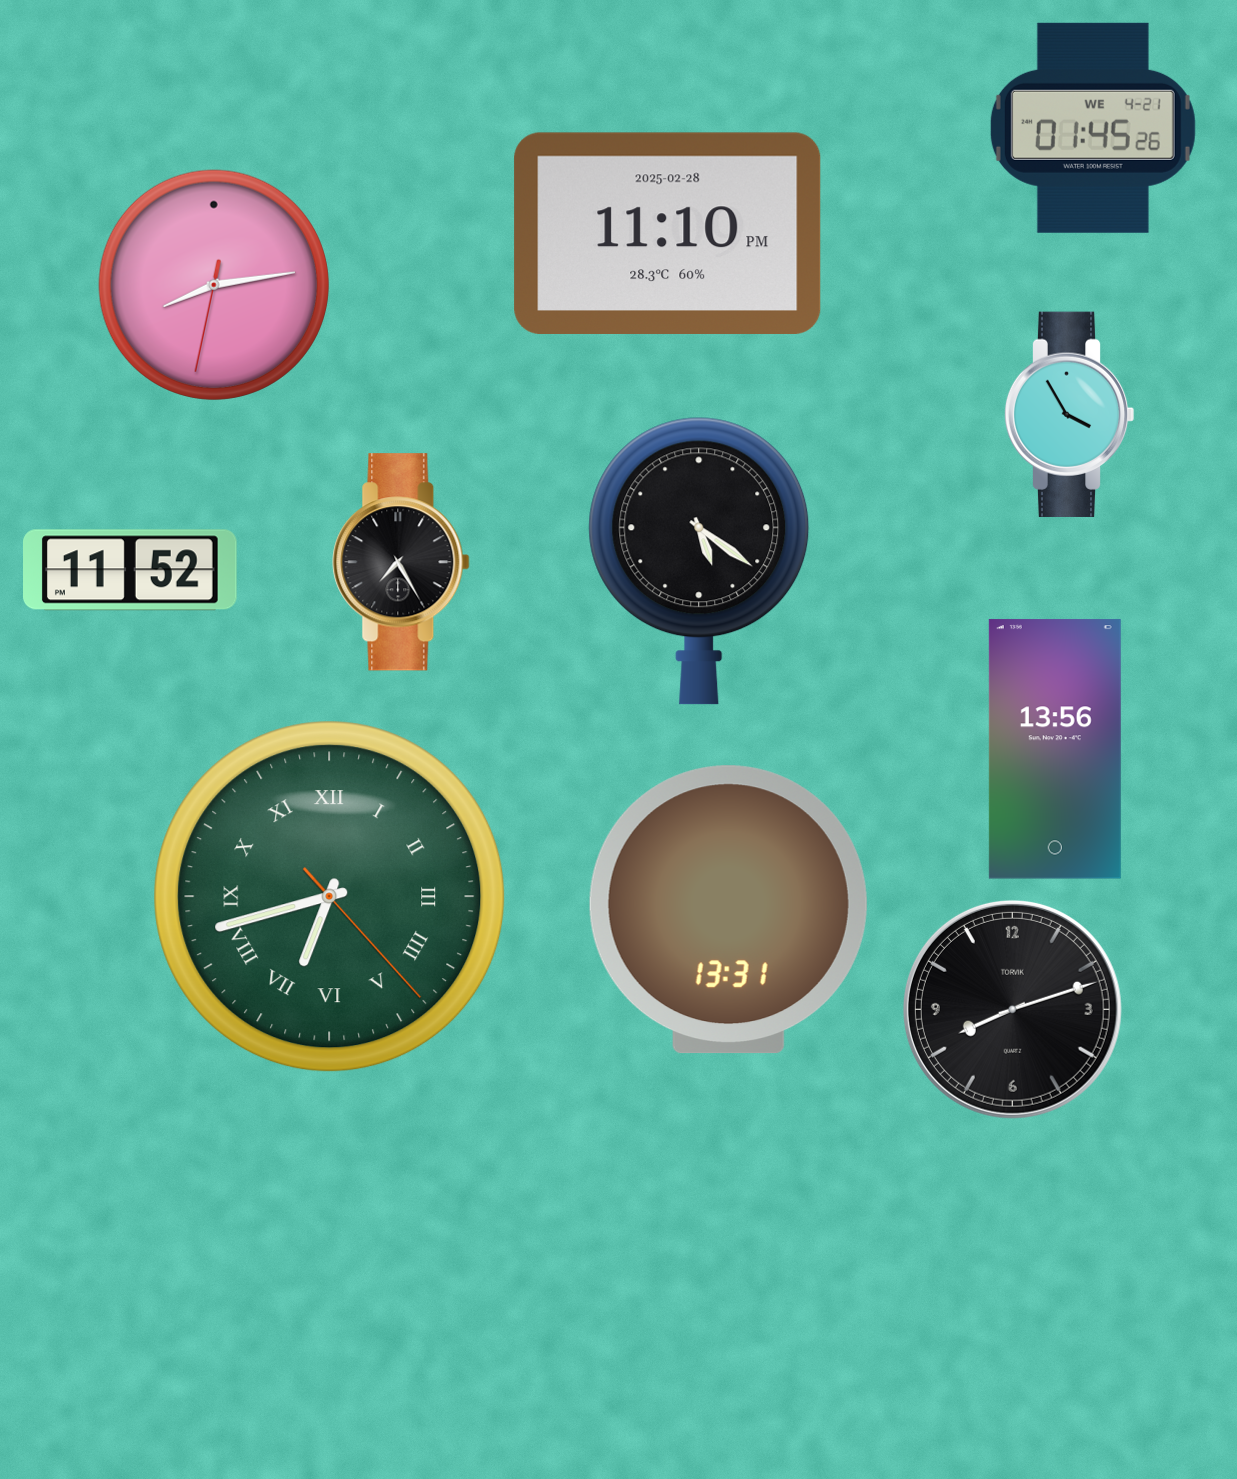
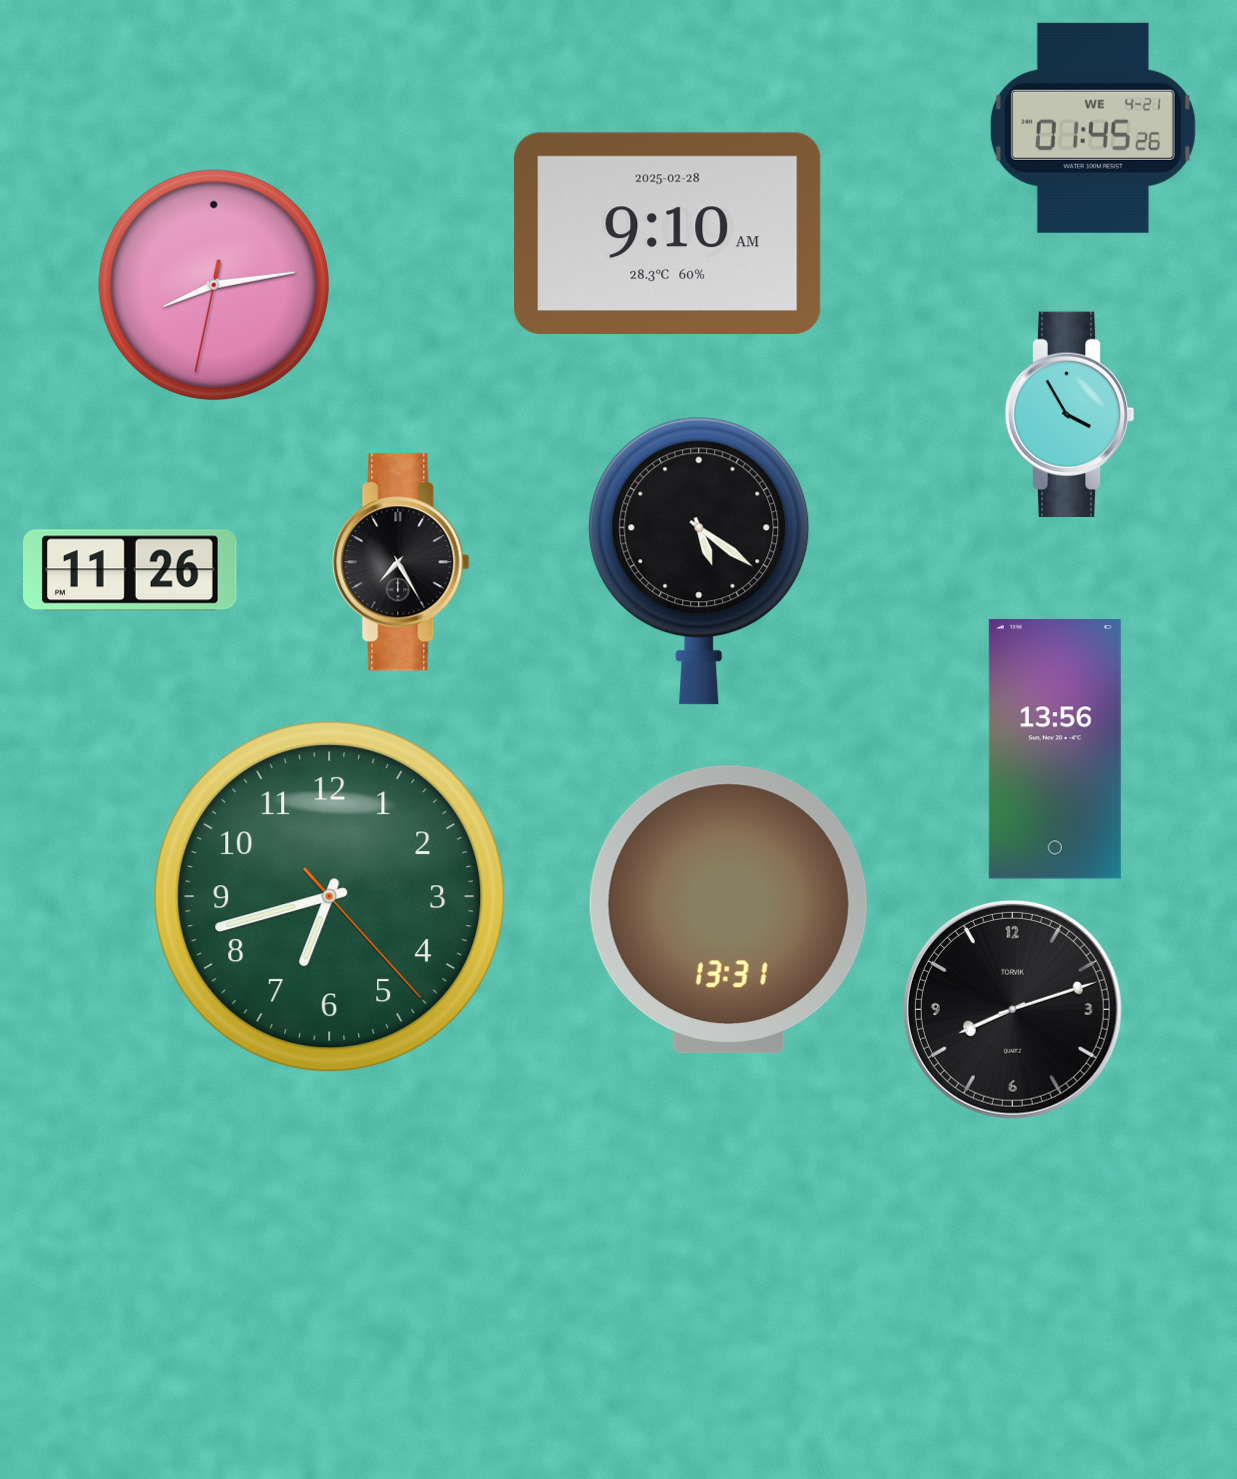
clock at (668, 233): 11:10 -> 9:10
clock at (131, 570): 11:52 -> 11:26
clock at (330, 897) numerals: Roman -> Arabic
